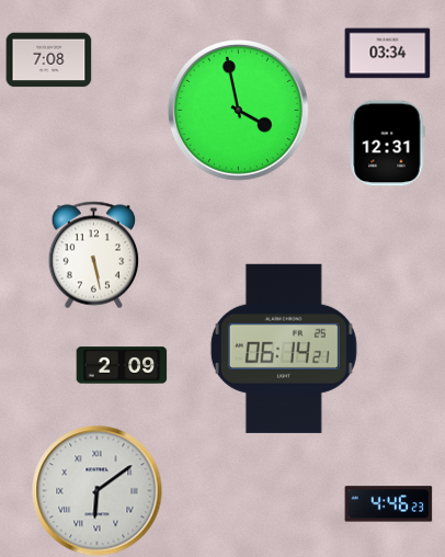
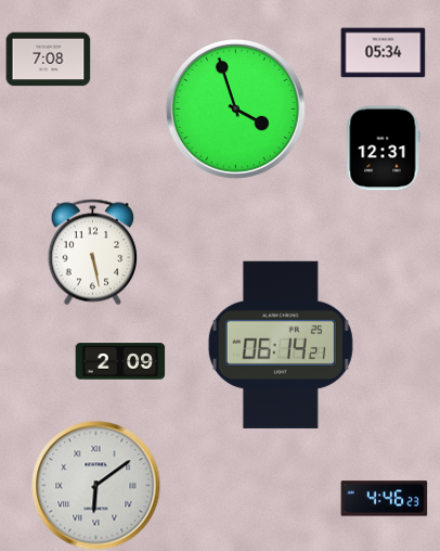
clock at (387, 54): 03:34 -> 05:34
clock at (238, 110): 3:58 -> 3:57
clock at (387, 143) position: (387, 143) -> (383, 148)
